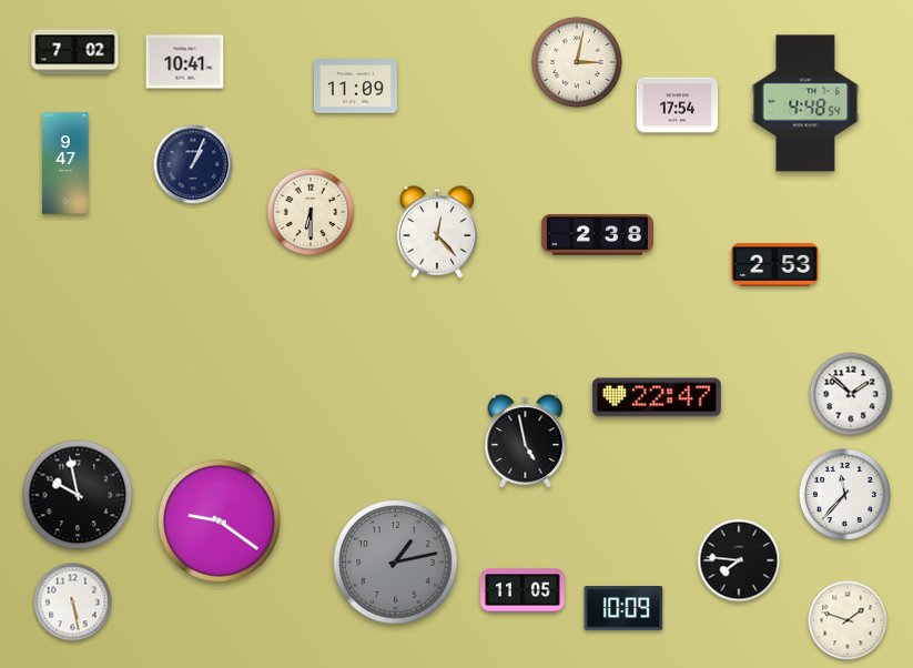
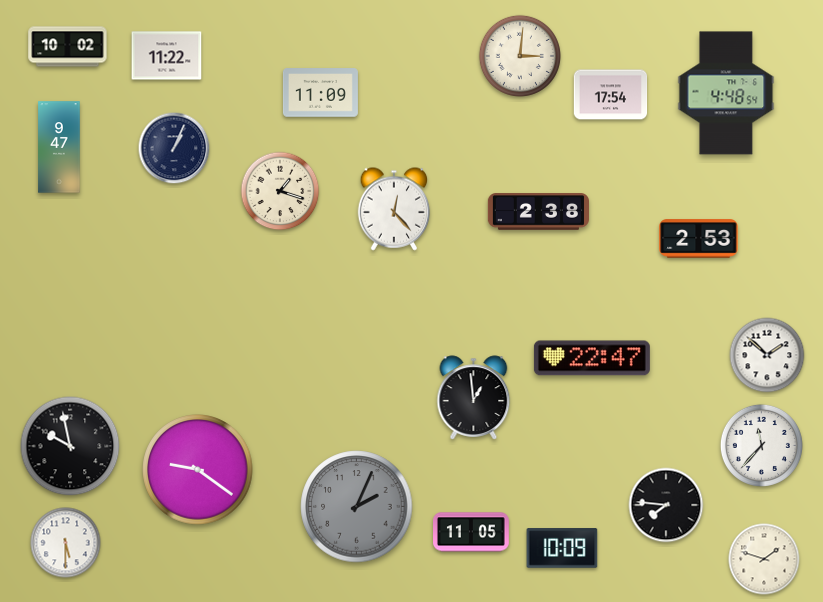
clock at (75, 52): 7:02 -> 10:02
clock at (185, 62): 10:41 -> 11:22
clock at (577, 62): 3:02 -> 3:01
clock at (355, 87) position: (355, 87) -> (320, 93)
clock at (311, 212): 6:30 -> 1:18
clock at (526, 442): 4:58 -> 12:59
clock at (396, 563): 1:13 -> 2:04
clock at (73, 603): 5:28 -> 5:30
